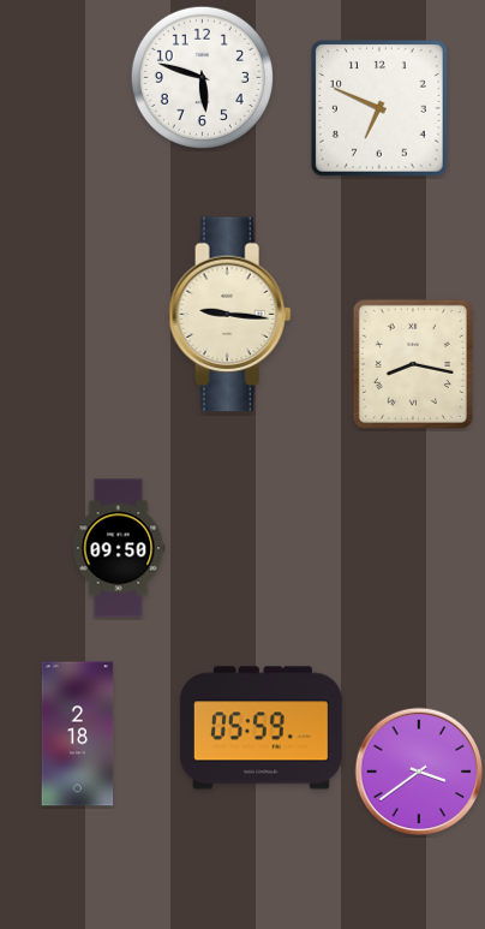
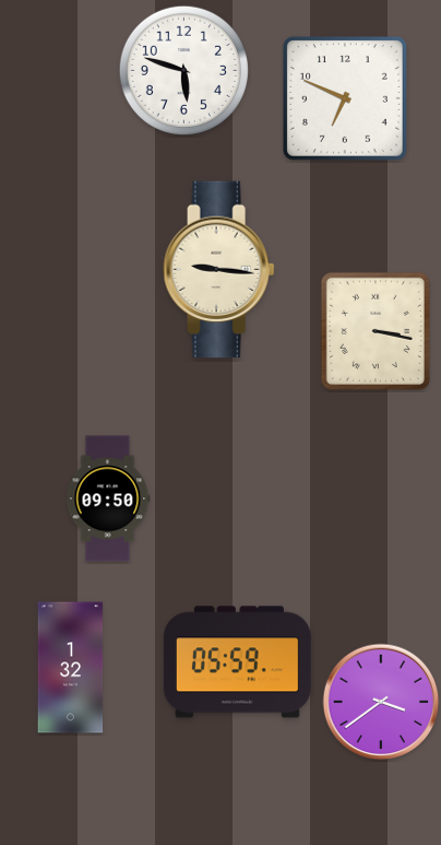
clock at (230, 315) position: (230, 315) -> (219, 270)
clock at (413, 364): 8:17 -> 3:17
clock at (78, 734): 2:18 -> 1:32
